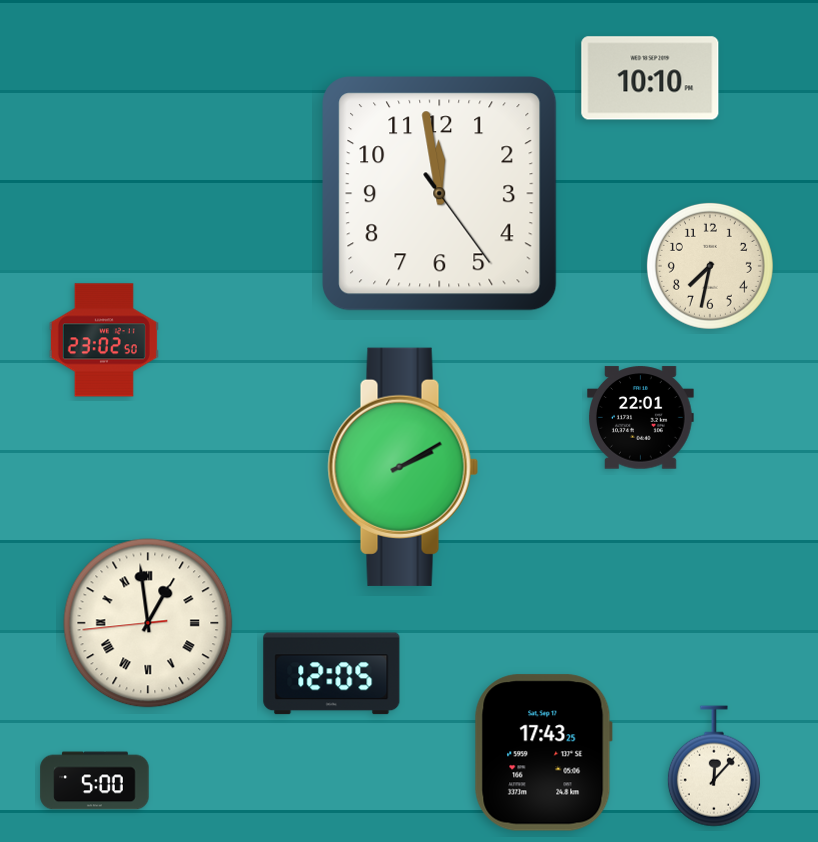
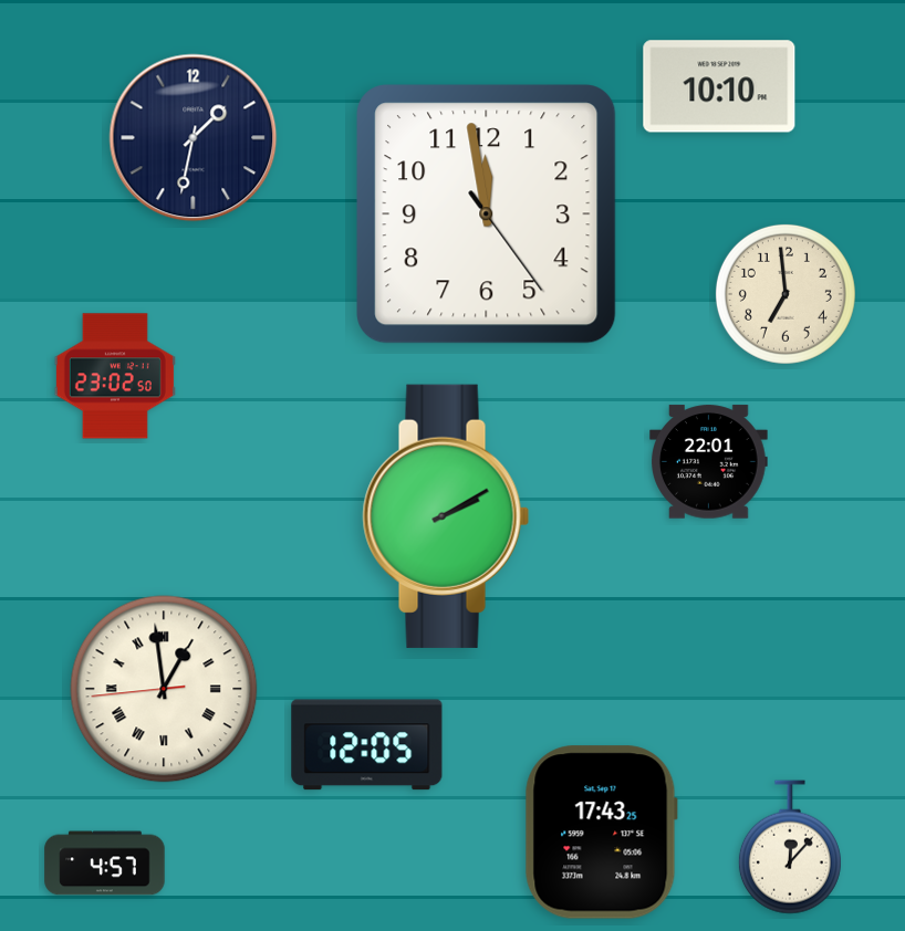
clock at (194, 138): none -> 1:32
clock at (710, 266): 7:32 -> 6:59
clock at (95, 781): 5:00 -> 4:57
